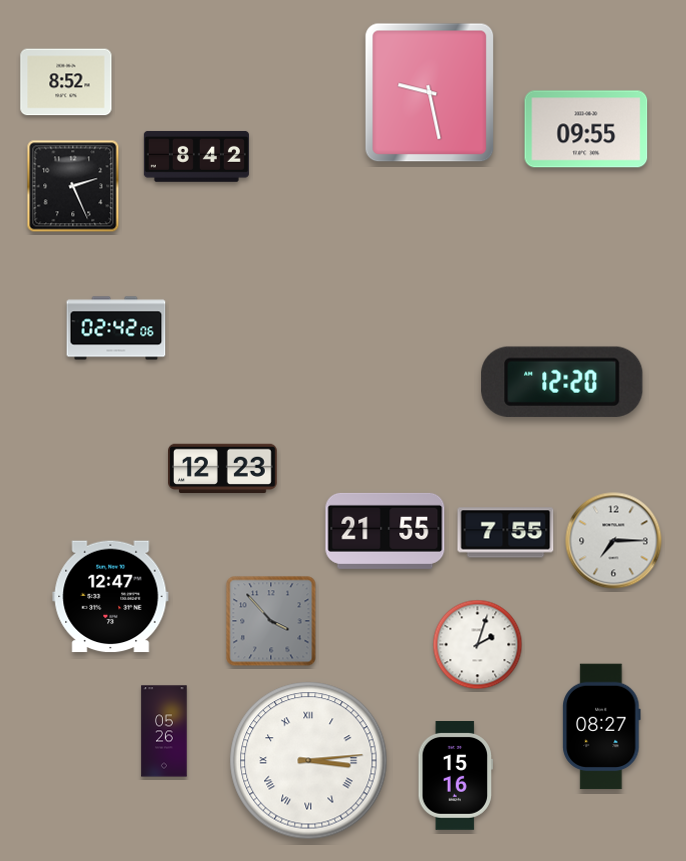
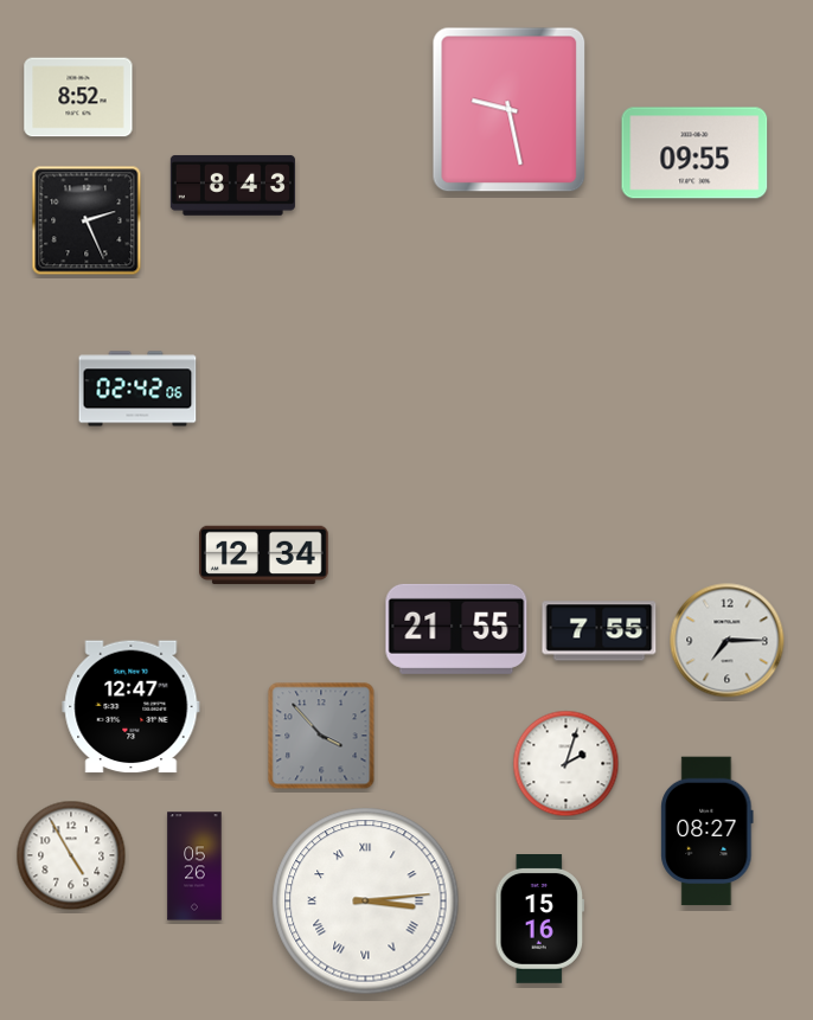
clock at (196, 156): 8:42 -> 8:43
clock at (562, 382): 12:20 -> none
clock at (223, 469): 12:23 -> 12:34
clock at (71, 855): none -> 4:55
clock at (602, 727) position: (602, 727) -> (708, 832)
